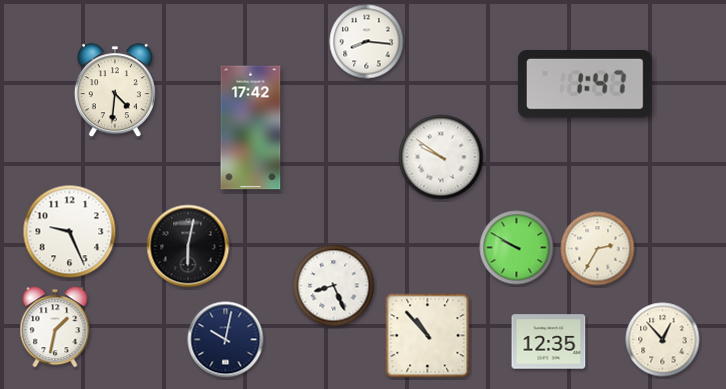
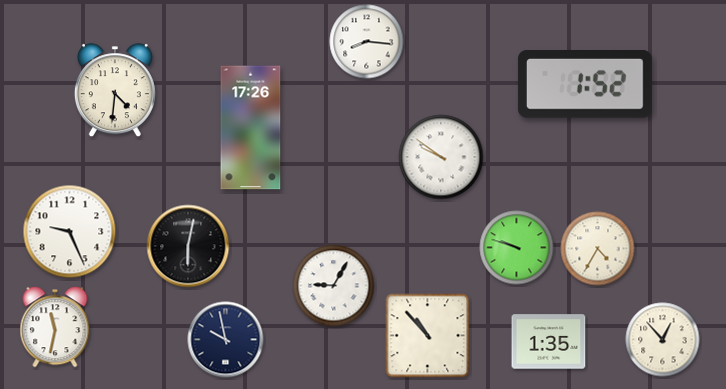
clock at (585, 85): 1:47 -> 1:52
clock at (251, 128): 17:42 -> 17:26
clock at (517, 248): 9:50 -> 9:48
clock at (598, 249): 2:35 -> 4:35
clock at (334, 286): 8:26 -> 9:05
clock at (55, 327): 1:32 -> 11:32
clock at (226, 340): 10:02 -> 9:58
clock at (549, 342): 12:35 -> 1:35
